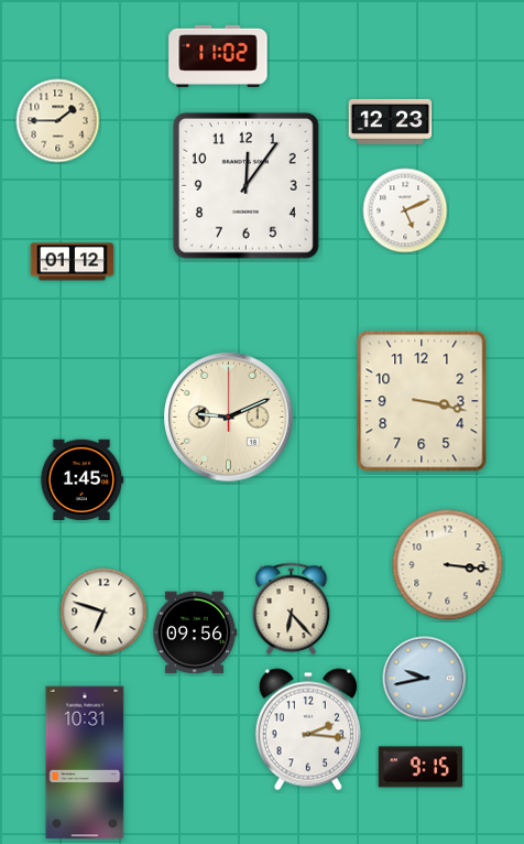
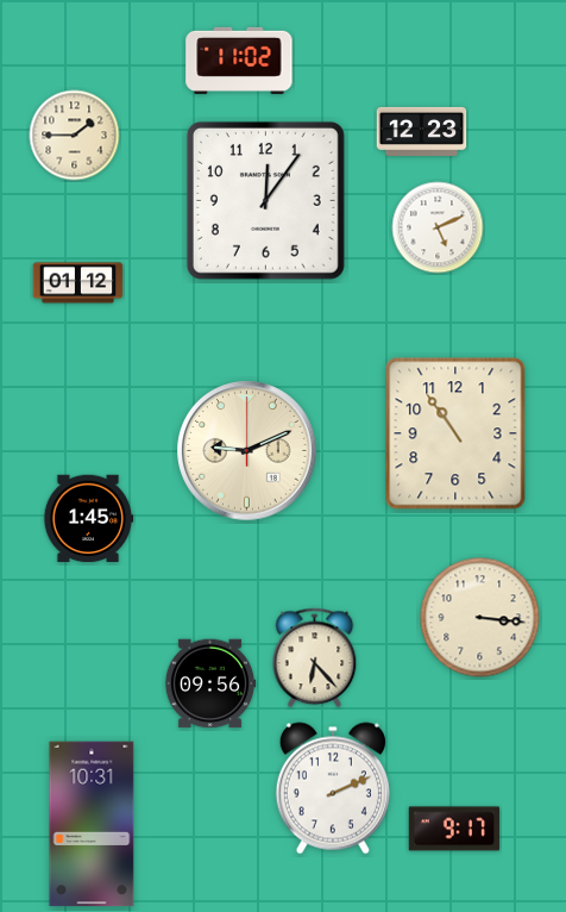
clock at (218, 56) position: (218, 56) -> (239, 61)
clock at (58, 121) position: (58, 121) -> (75, 136)
clock at (422, 401): 3:17 -> 10:54
clock at (448, 565) position: (448, 565) -> (480, 618)
clock at (103, 612): 6:48 -> none
clock at (425, 679): 9:43 -> none
clock at (308, 729): 2:16 -> 2:11
clock at (421, 767): 9:15 -> 9:17
